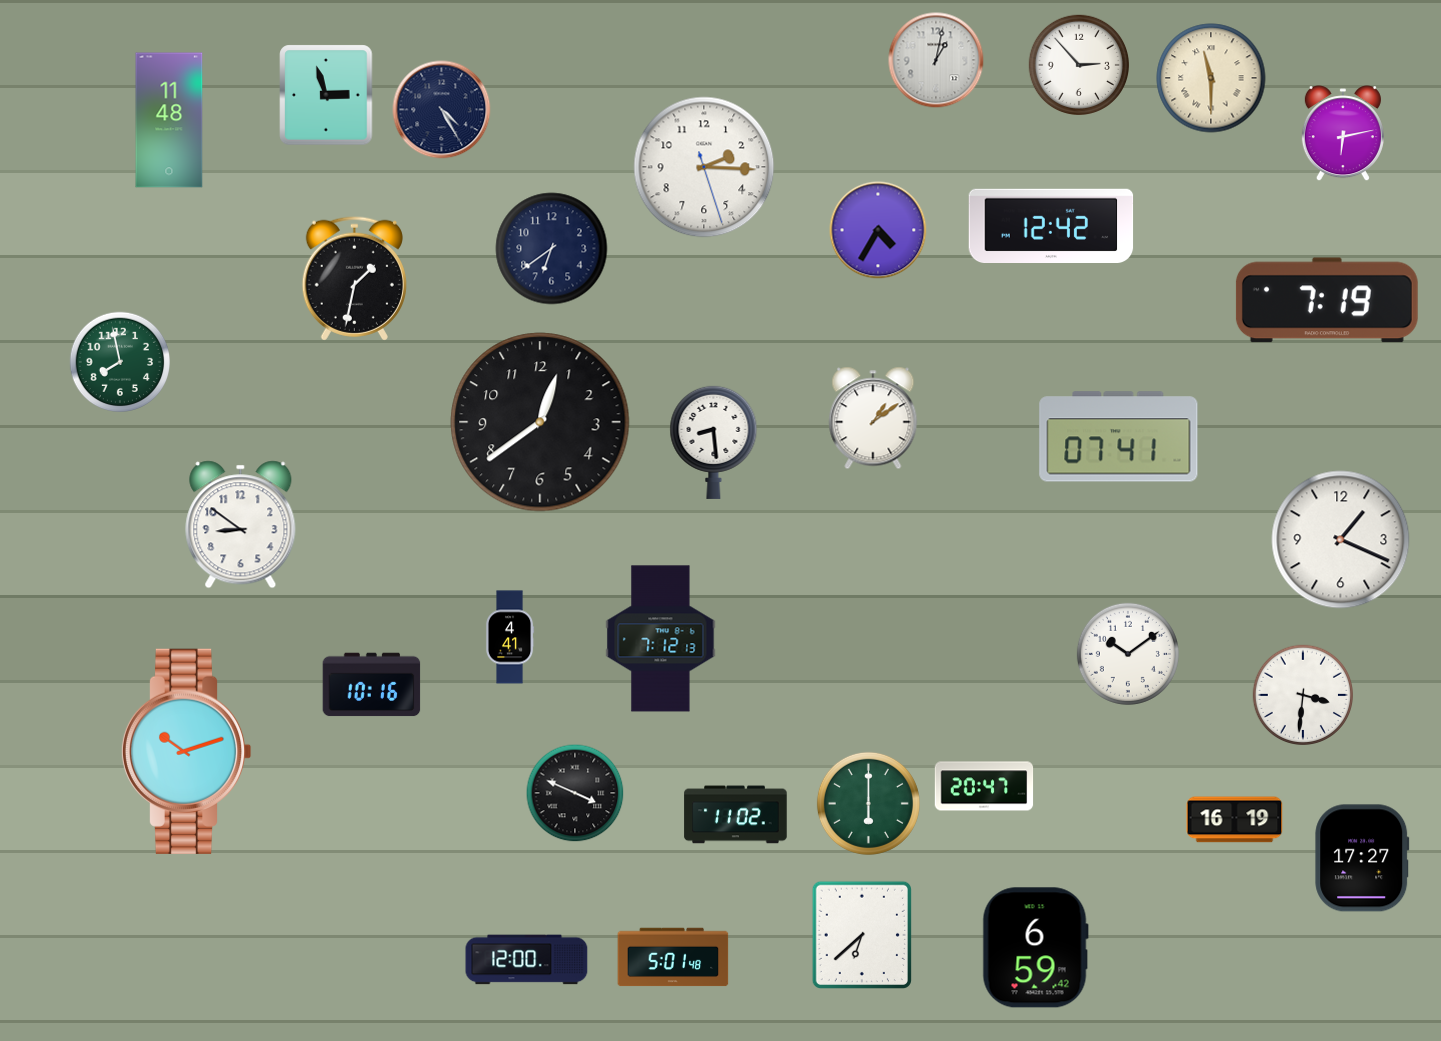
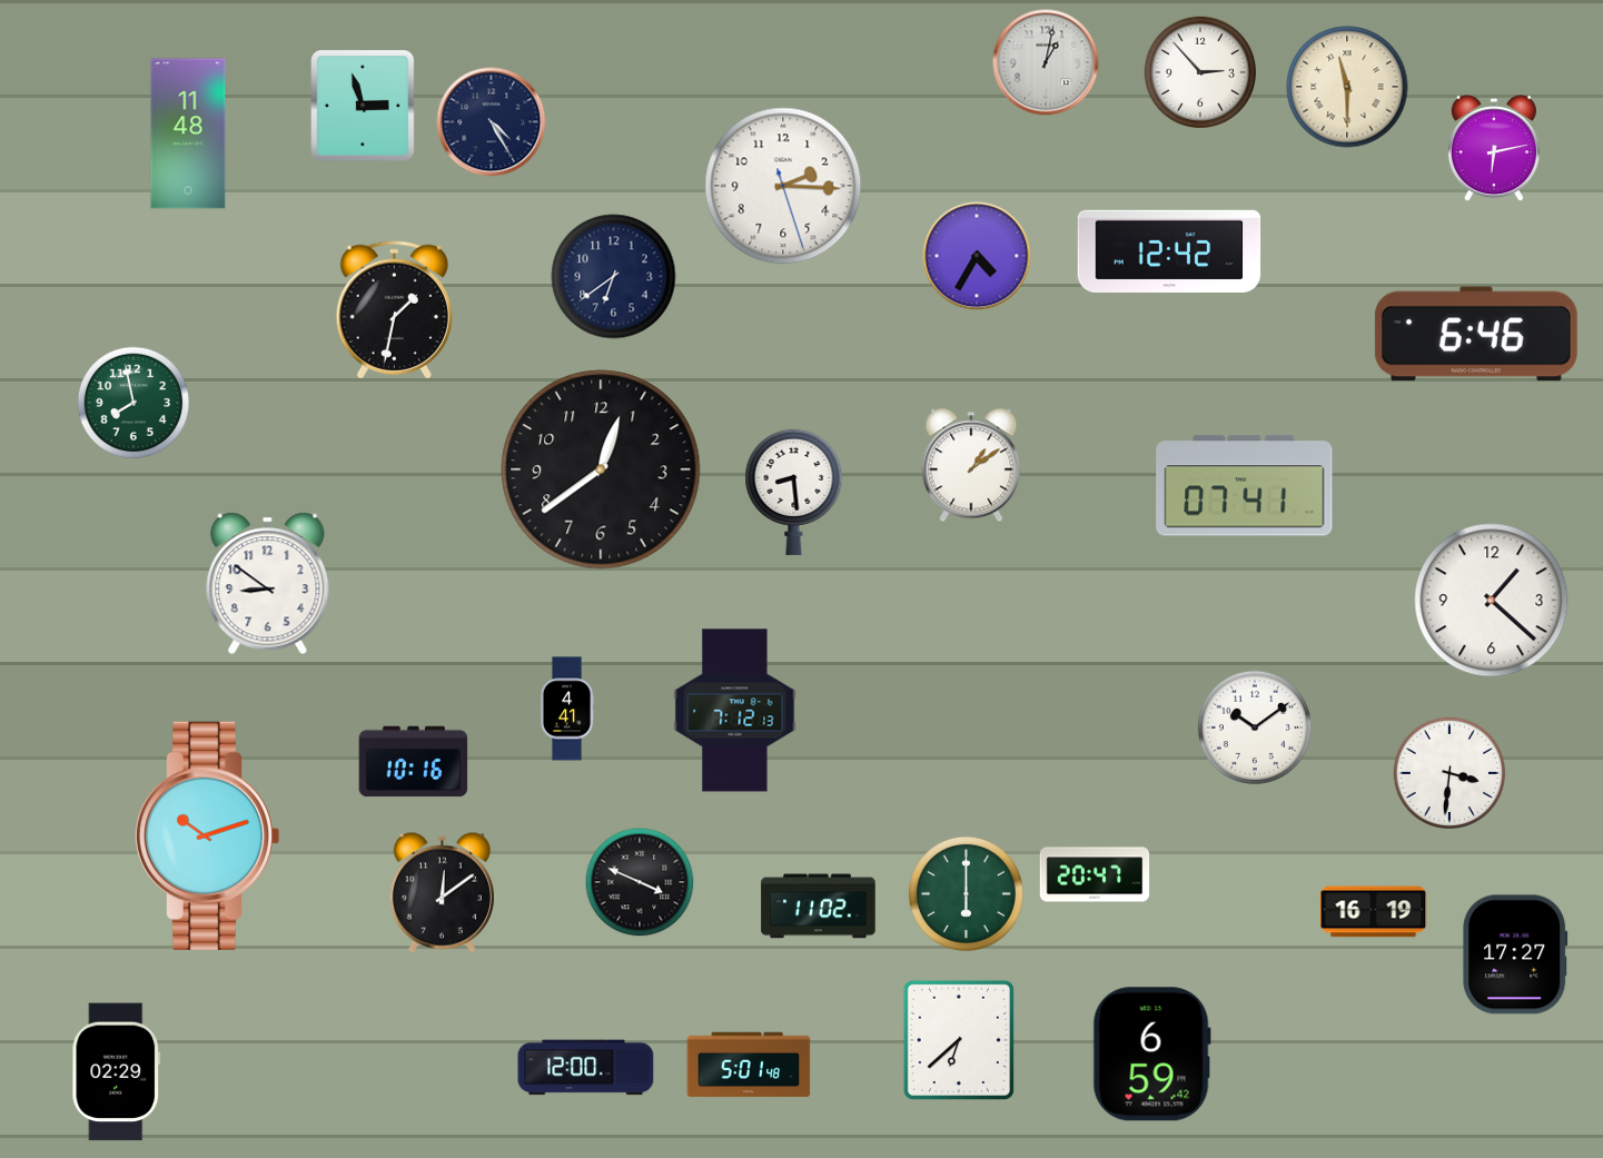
clock at (936, 60) position: (936, 60) -> (1046, 62)
clock at (1327, 300): 7:19 -> 6:46
clock at (1341, 540): 1:19 -> 1:22
clock at (442, 892): none -> 12:09
clock at (117, 1072): none -> 02:29
